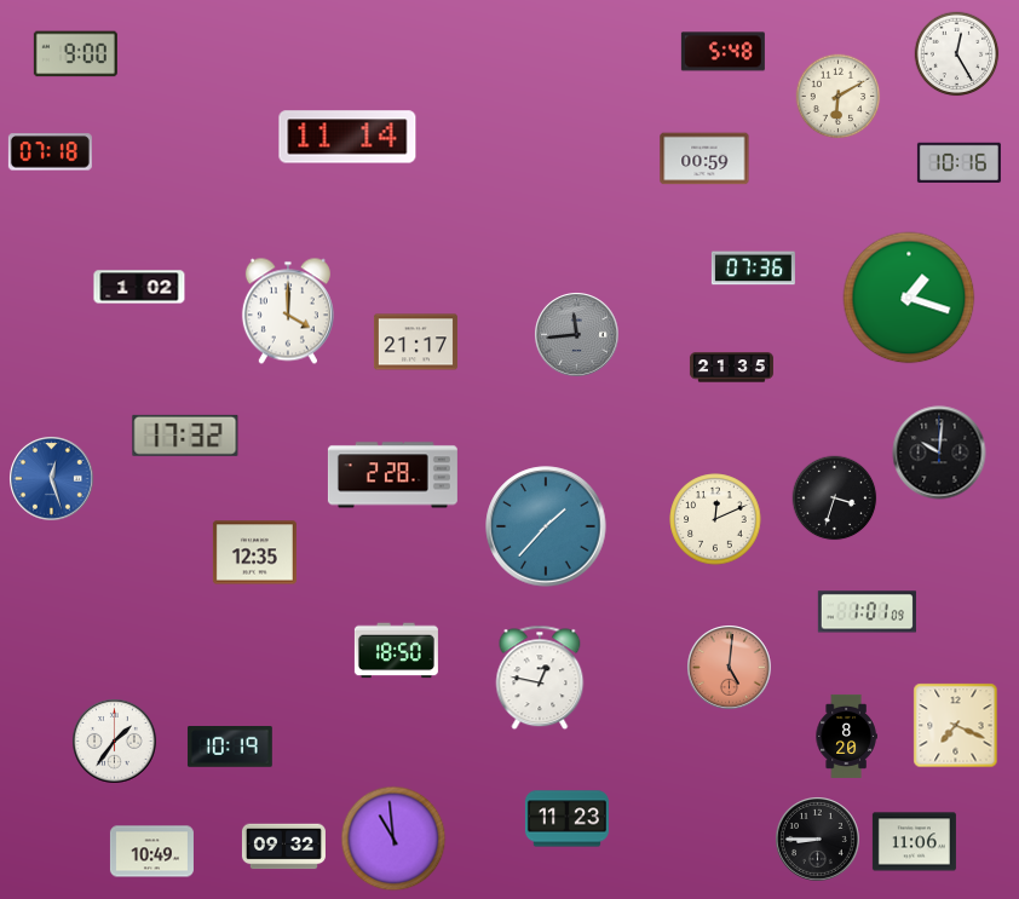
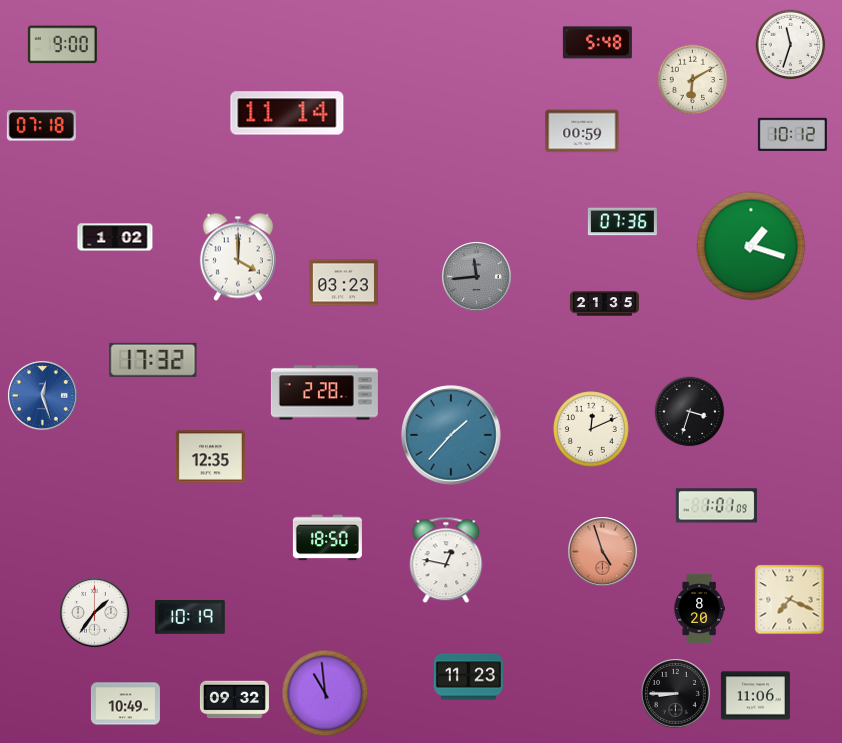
clock at (957, 54): 12:25 -> 11:33
clock at (958, 162): 10:16 -> 10:12
clock at (415, 342): 21:17 -> 03:23
clock at (939, 453): 10:01 -> none
clock at (730, 668): 5:01 -> 4:57
